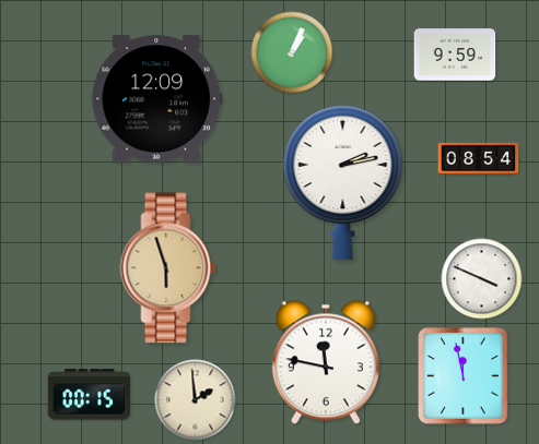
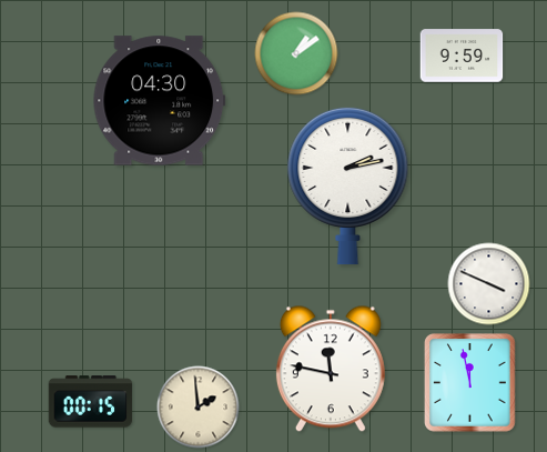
clock at (292, 52): 1:04 -> 1:09
clock at (157, 99): 12:09 -> 04:30
clock at (479, 158): 08:54 -> none
clock at (168, 268): 5:57 -> none
